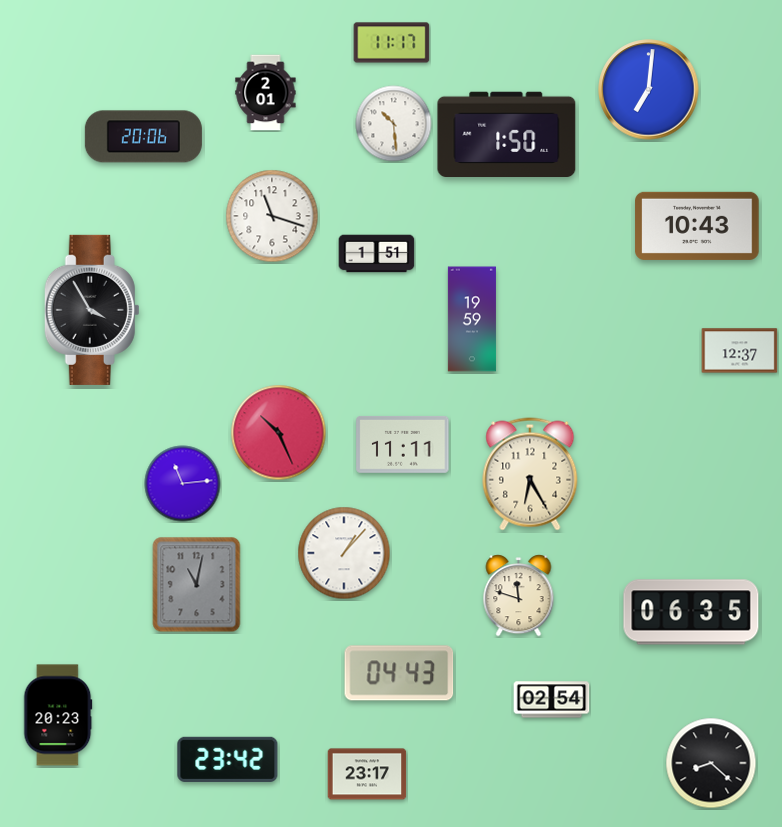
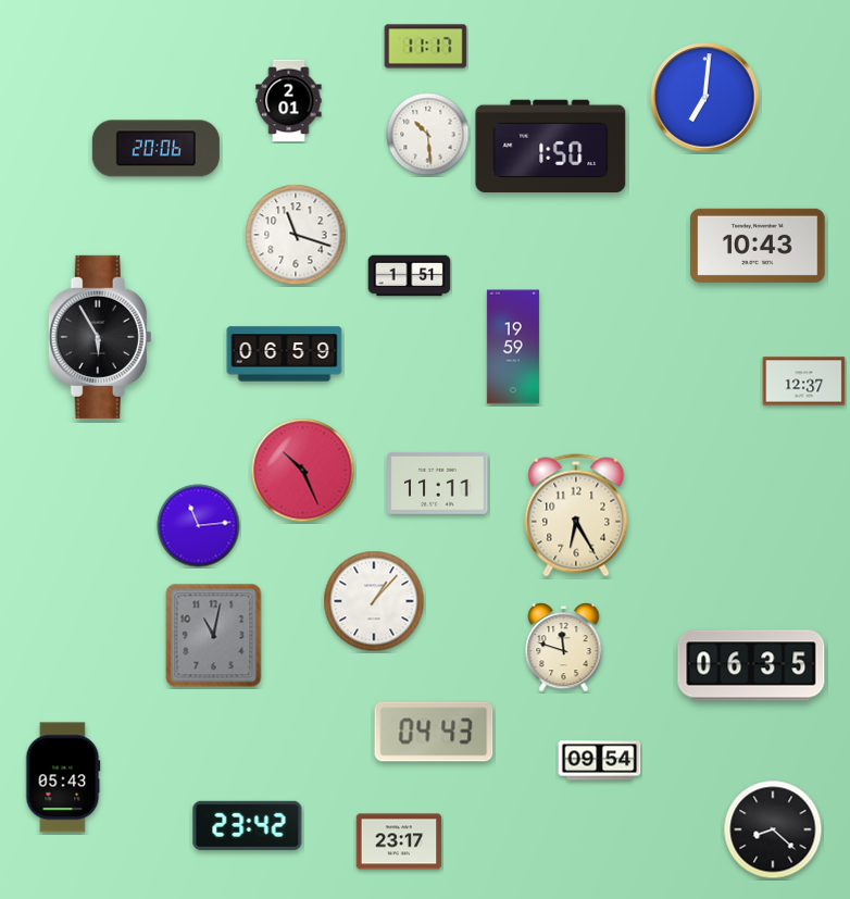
clock at (92, 310): 3:55 -> 5:55
clock at (285, 354): none -> 06:59
clock at (552, 700): 02:54 -> 09:54
clock at (58, 715): 20:23 -> 05:43
